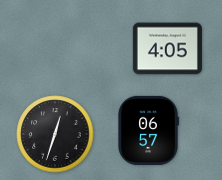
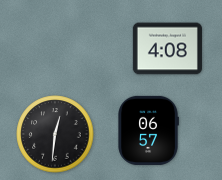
clock at (167, 49): 4:05 -> 4:08
clock at (55, 134): 12:33 -> 12:31
